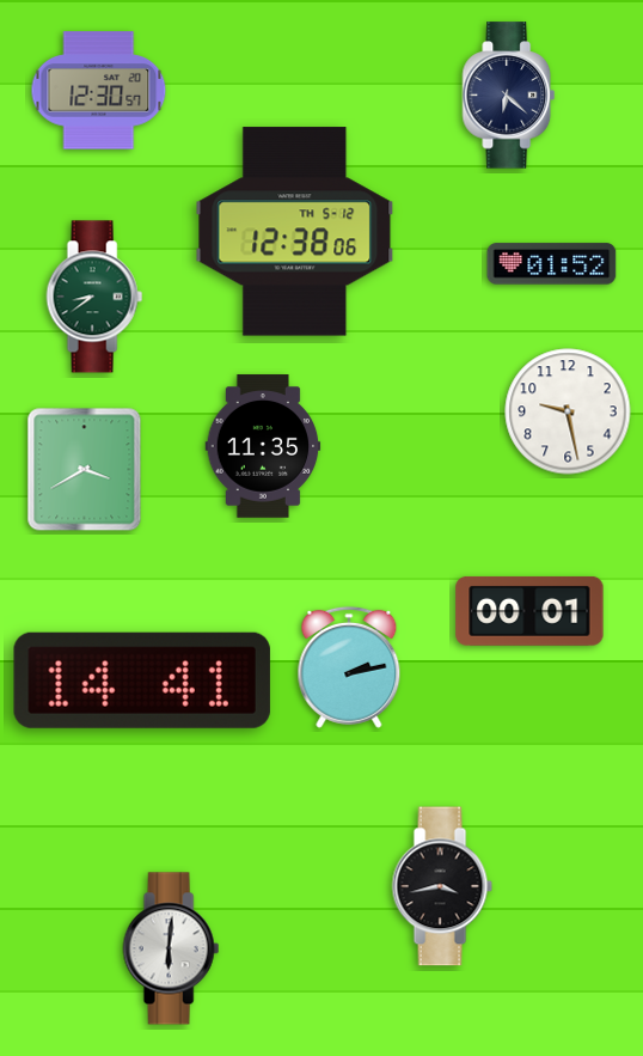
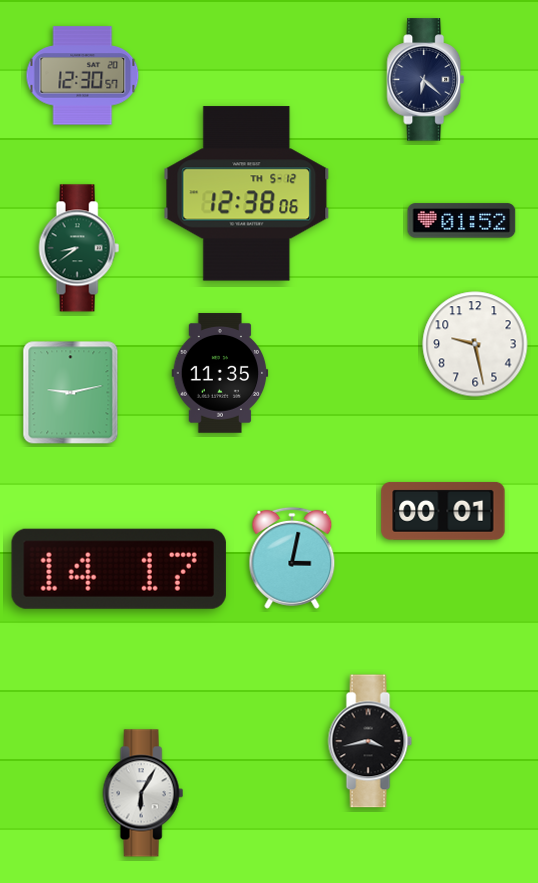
clock at (85, 470): 3:40 -> 9:13
clock at (349, 667): 2:13 -> 3:02
clock at (142, 680): 14:41 -> 14:17
clock at (171, 948): 6:01 -> 6:05
